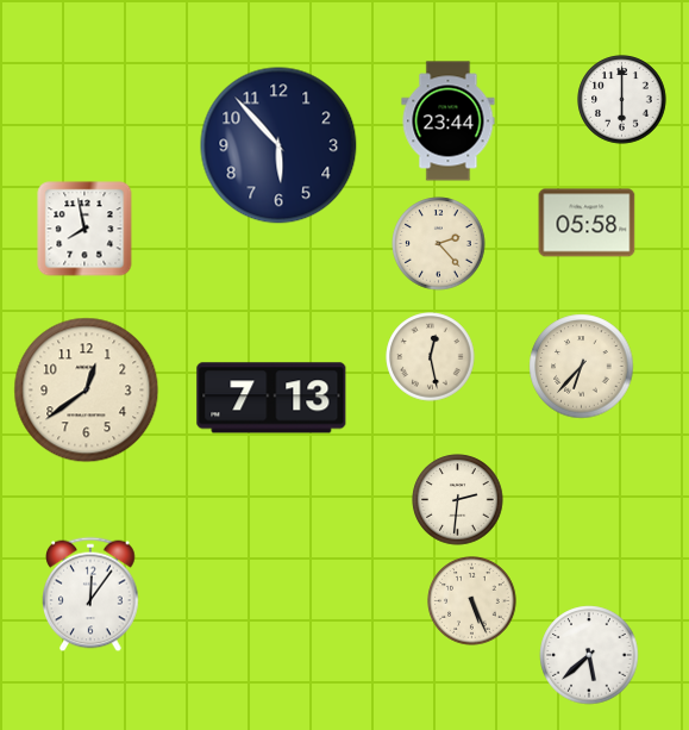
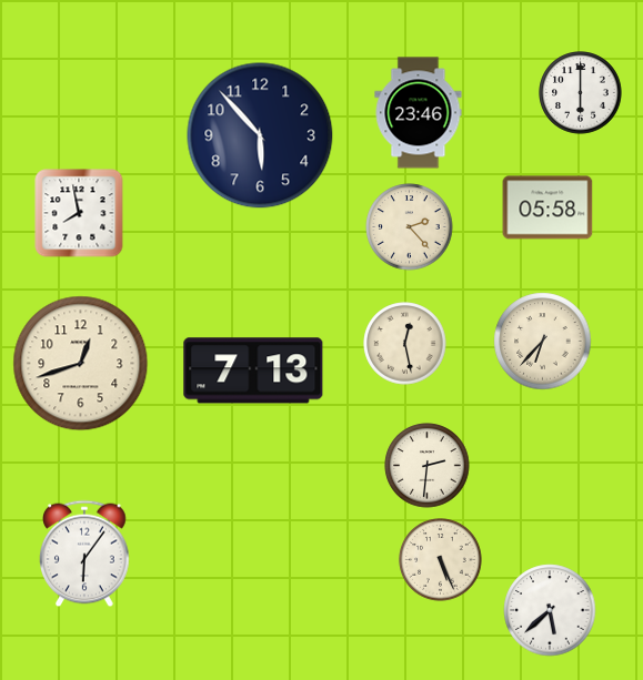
clock at (449, 121): 23:44 -> 23:46
clock at (431, 357) position: (431, 357) -> (405, 344)
clock at (87, 391): 12:39 -> 12:42
clock at (90, 594): 12:06 -> 6:06
